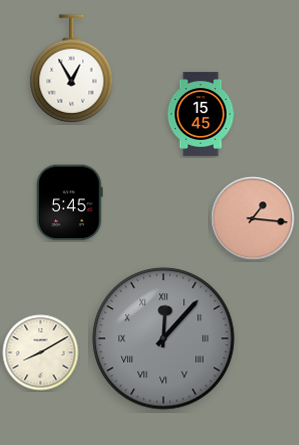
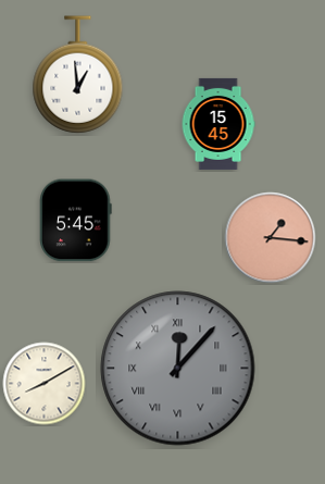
clock at (72, 69): 12:55 -> 12:59
clock at (253, 219) position: (253, 219) -> (271, 238)
